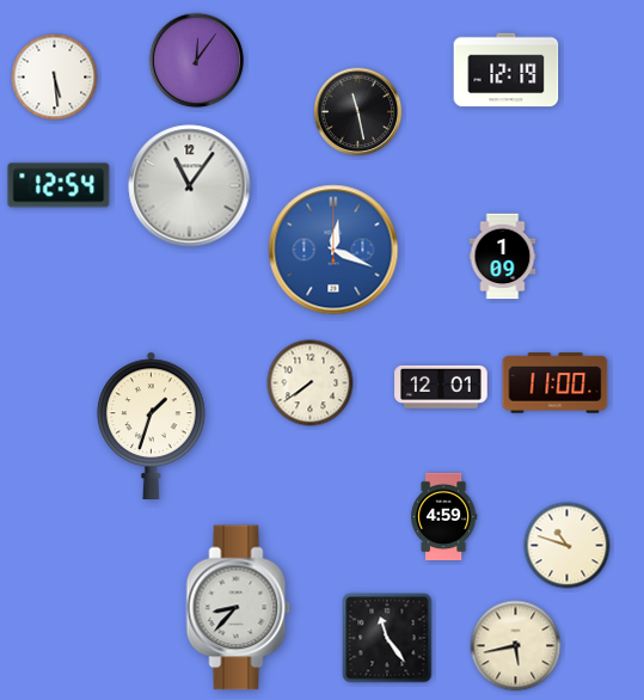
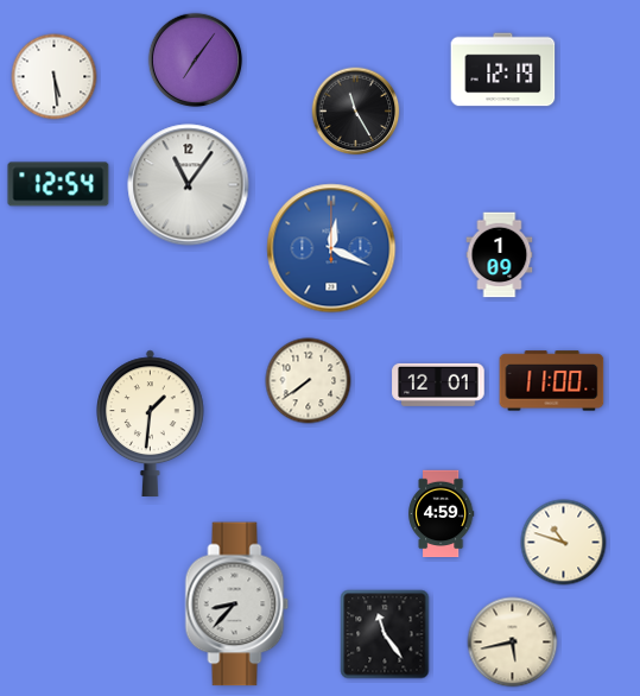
clock at (197, 61): 12:06 -> 7:06
clock at (358, 112): 11:28 -> 11:25
clock at (152, 425): 1:33 -> 1:31
